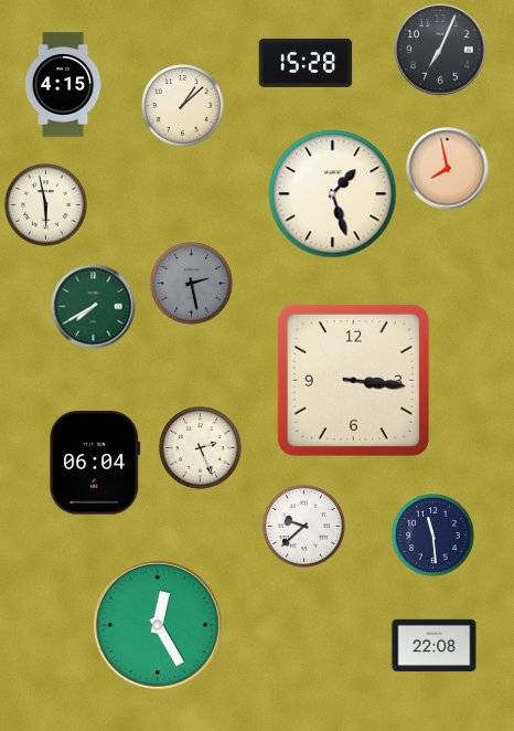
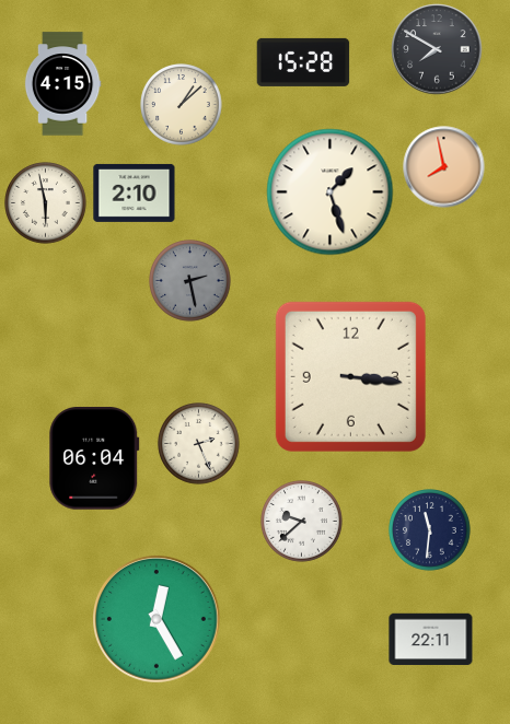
clock at (440, 50): 7:04 -> 7:50
clock at (135, 192): none -> 2:10
clock at (94, 307): 7:40 -> none
clock at (433, 536): 11:29 -> 11:31
clock at (435, 646): 22:08 -> 22:11
